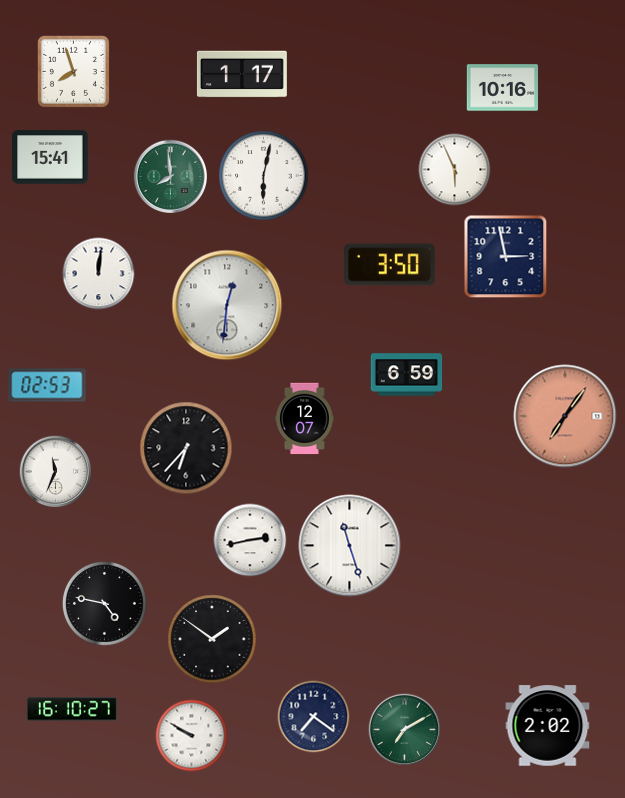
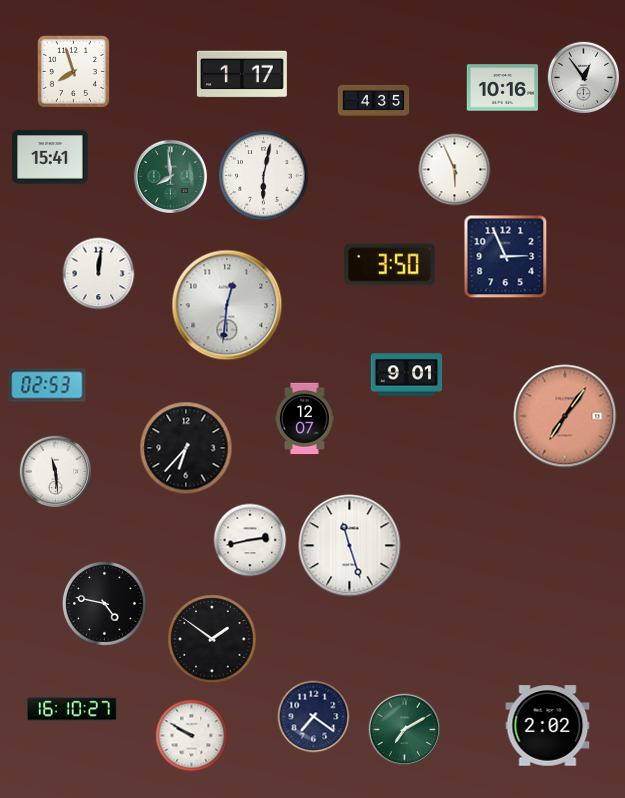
clock at (584, 78): none -> 12:54
clock at (374, 100): none -> 4:35
clock at (506, 257): 2:58 -> 2:56
clock at (407, 375): 6:59 -> 9:01
clock at (56, 472): 11:34 -> 11:29
